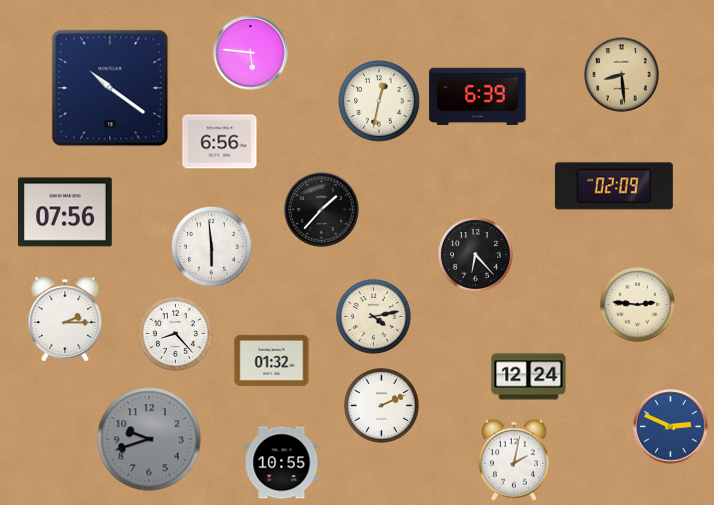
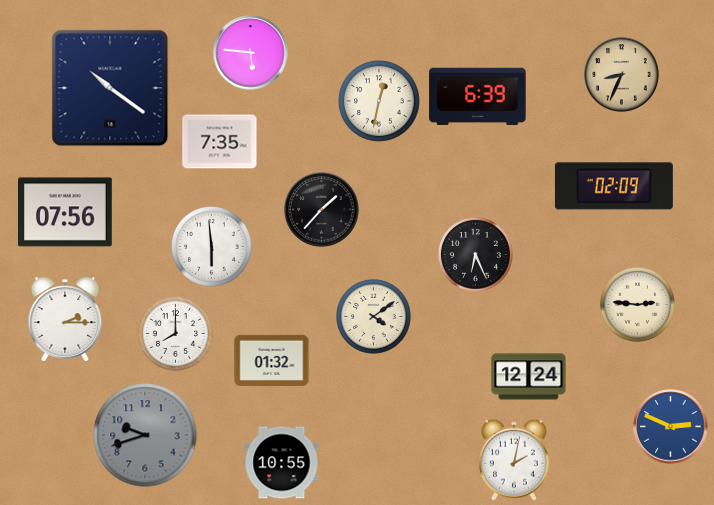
clock at (622, 75): 8:29 -> 8:34
clock at (220, 142): 6:56 -> 7:35
clock at (475, 254): 6:23 -> 6:26
clock at (373, 316): 4:13 -> 4:09
clock at (175, 333): 8:23 -> 8:00
clock at (381, 405): 2:11 -> none
clock at (149, 439) position: (149, 439) -> (145, 435)
